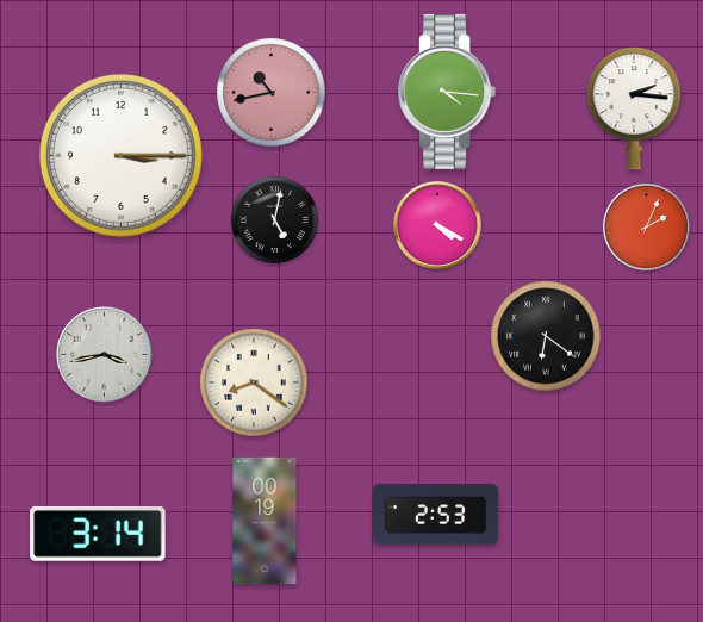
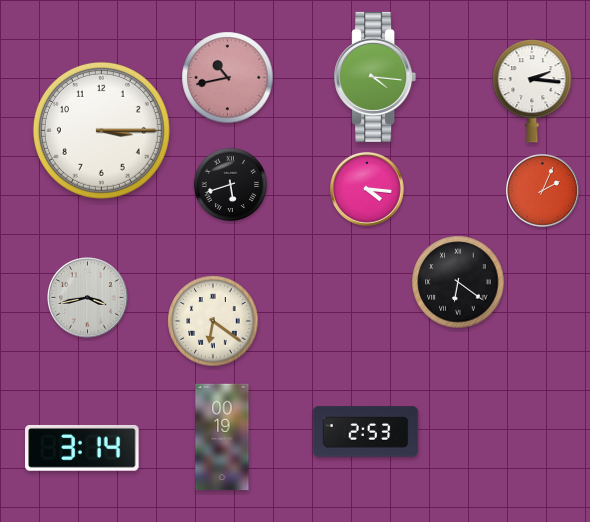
clock at (275, 220): 5:02 -> 5:42
clock at (438, 226): 4:20 -> 4:16
clock at (254, 382): 8:21 -> 6:21
